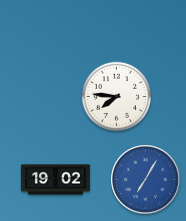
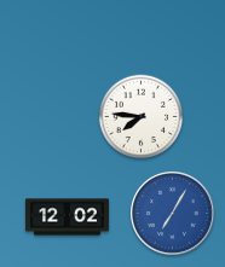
clock at (55, 180): 19:02 -> 12:02
clock at (146, 180) position: (146, 180) -> (173, 214)
